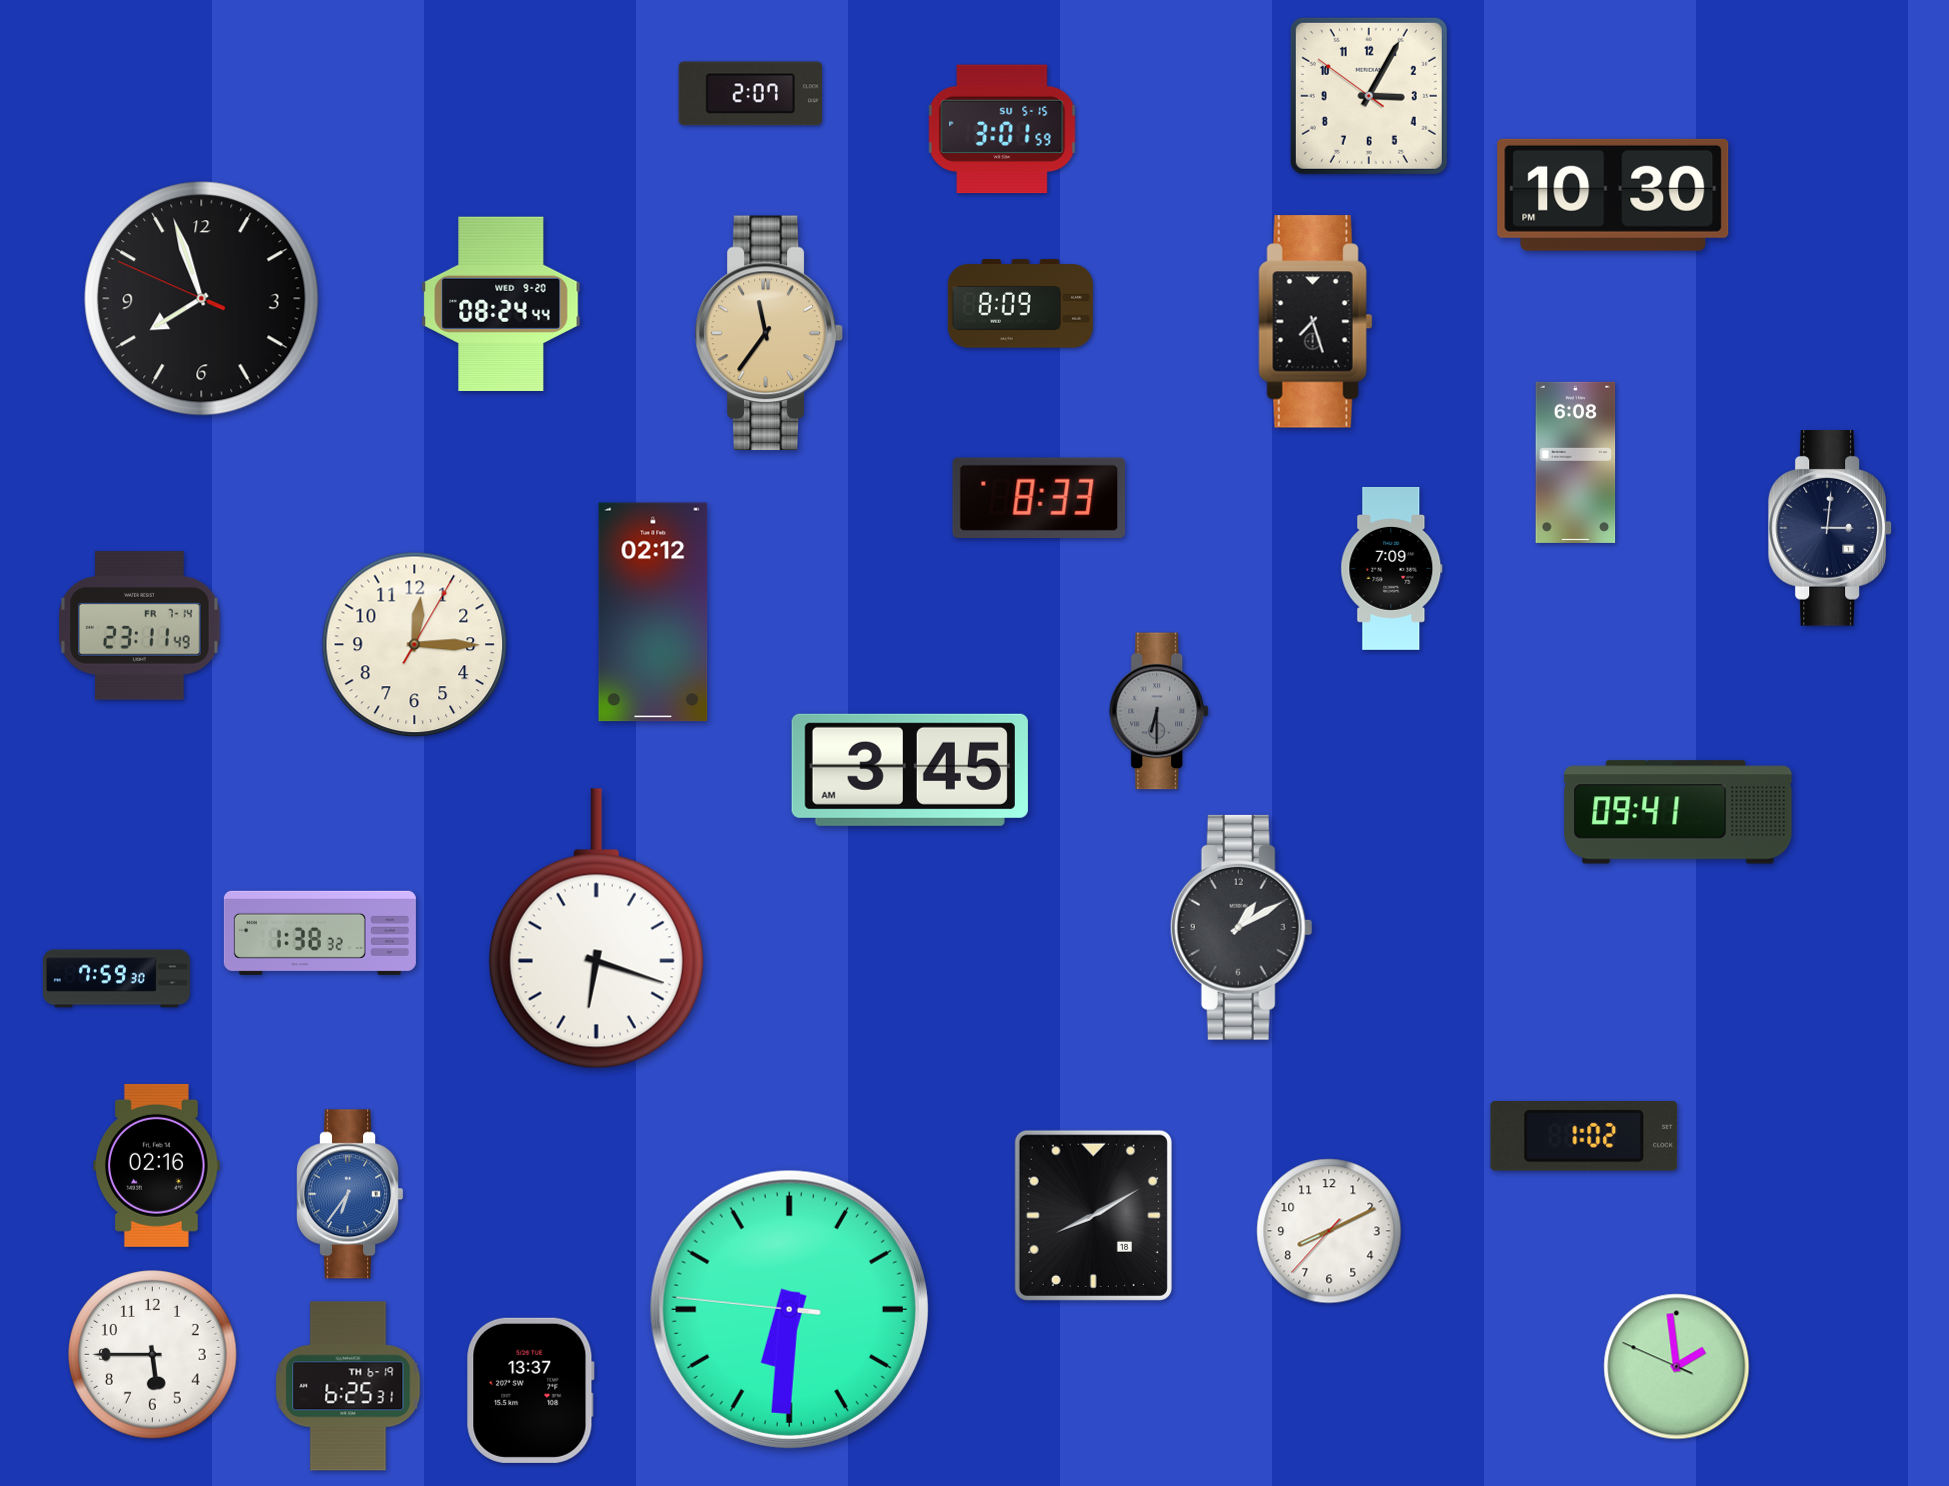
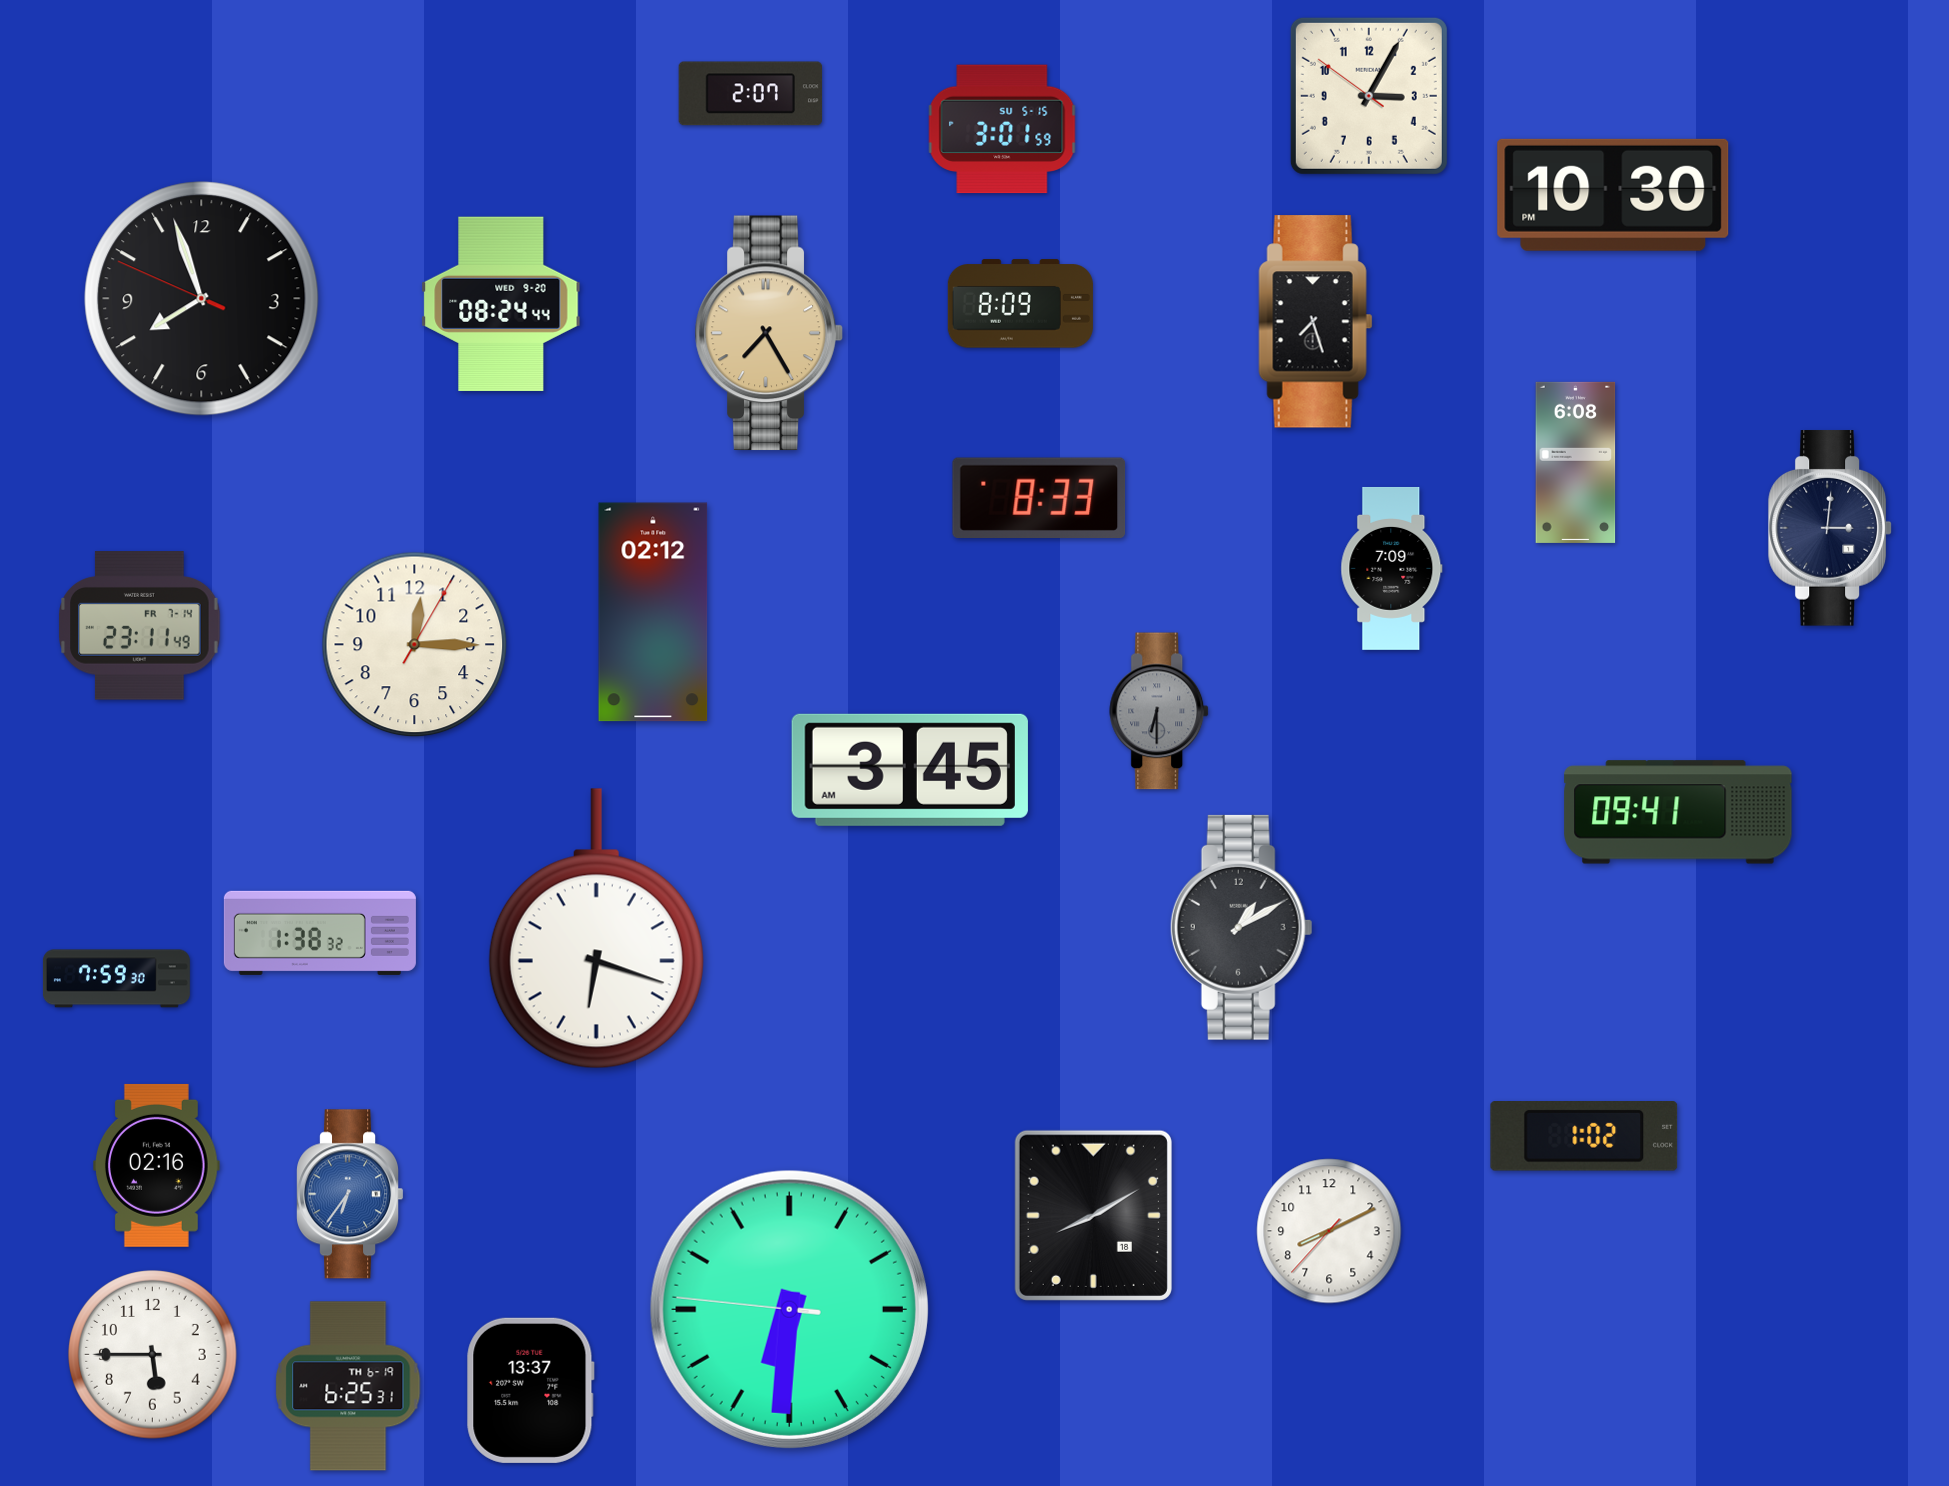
clock at (769, 333): 11:36 -> 7:25
clock at (1677, 1367): 1:58 -> none
